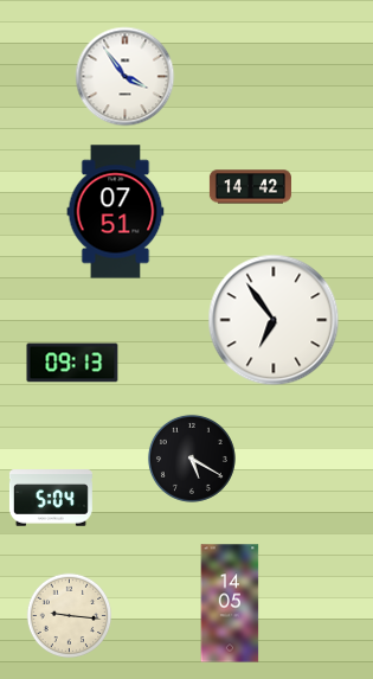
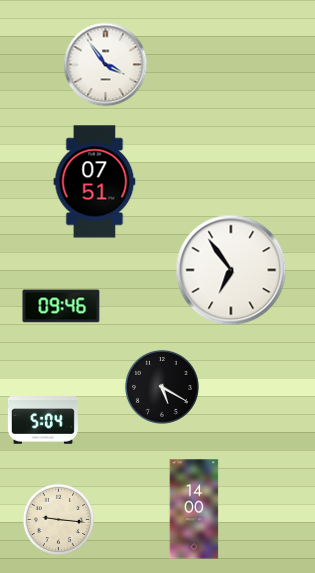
clock at (250, 187): 14:42 -> none
clock at (116, 212) position: (116, 212) -> (95, 182)
clock at (72, 363): 09:13 -> 09:46
clock at (230, 603): 14:05 -> 14:00
